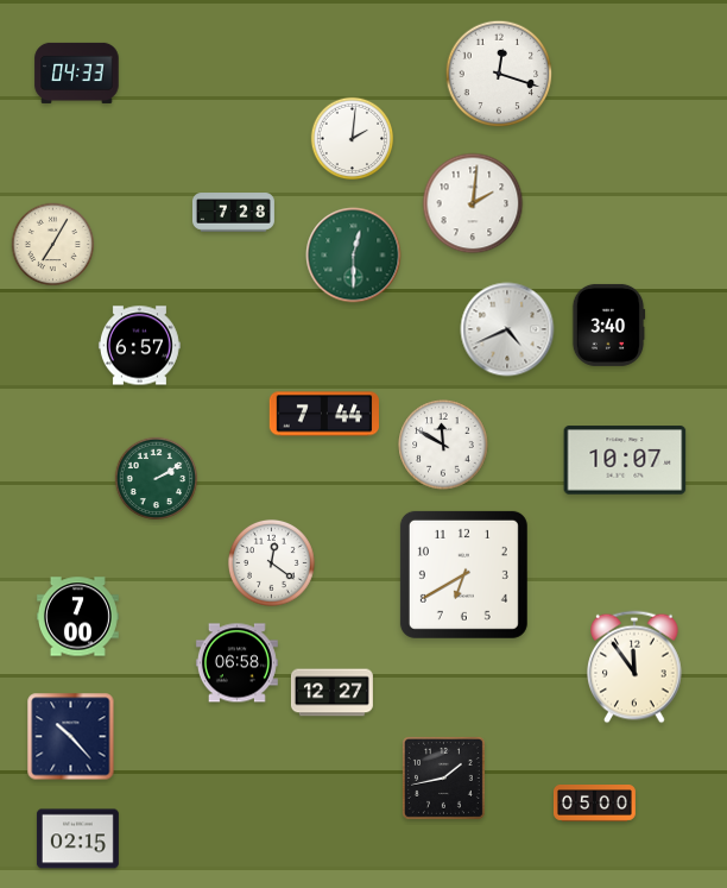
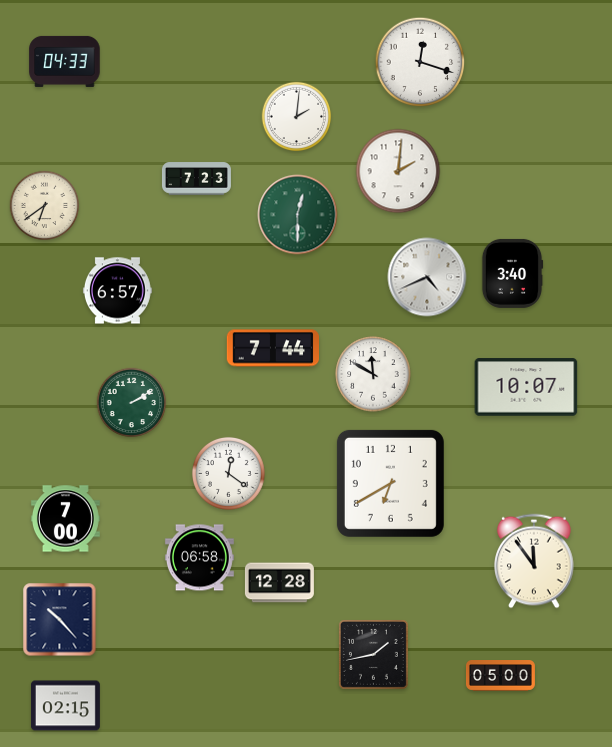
clock at (233, 213): 7:28 -> 7:23
clock at (53, 245): 7:05 -> 6:39
clock at (331, 693): 12:27 -> 12:28
